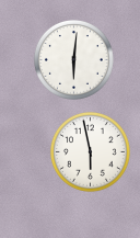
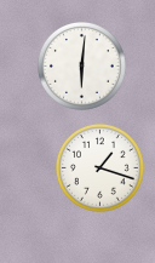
clock at (90, 151): 5:58 -> 1:18
